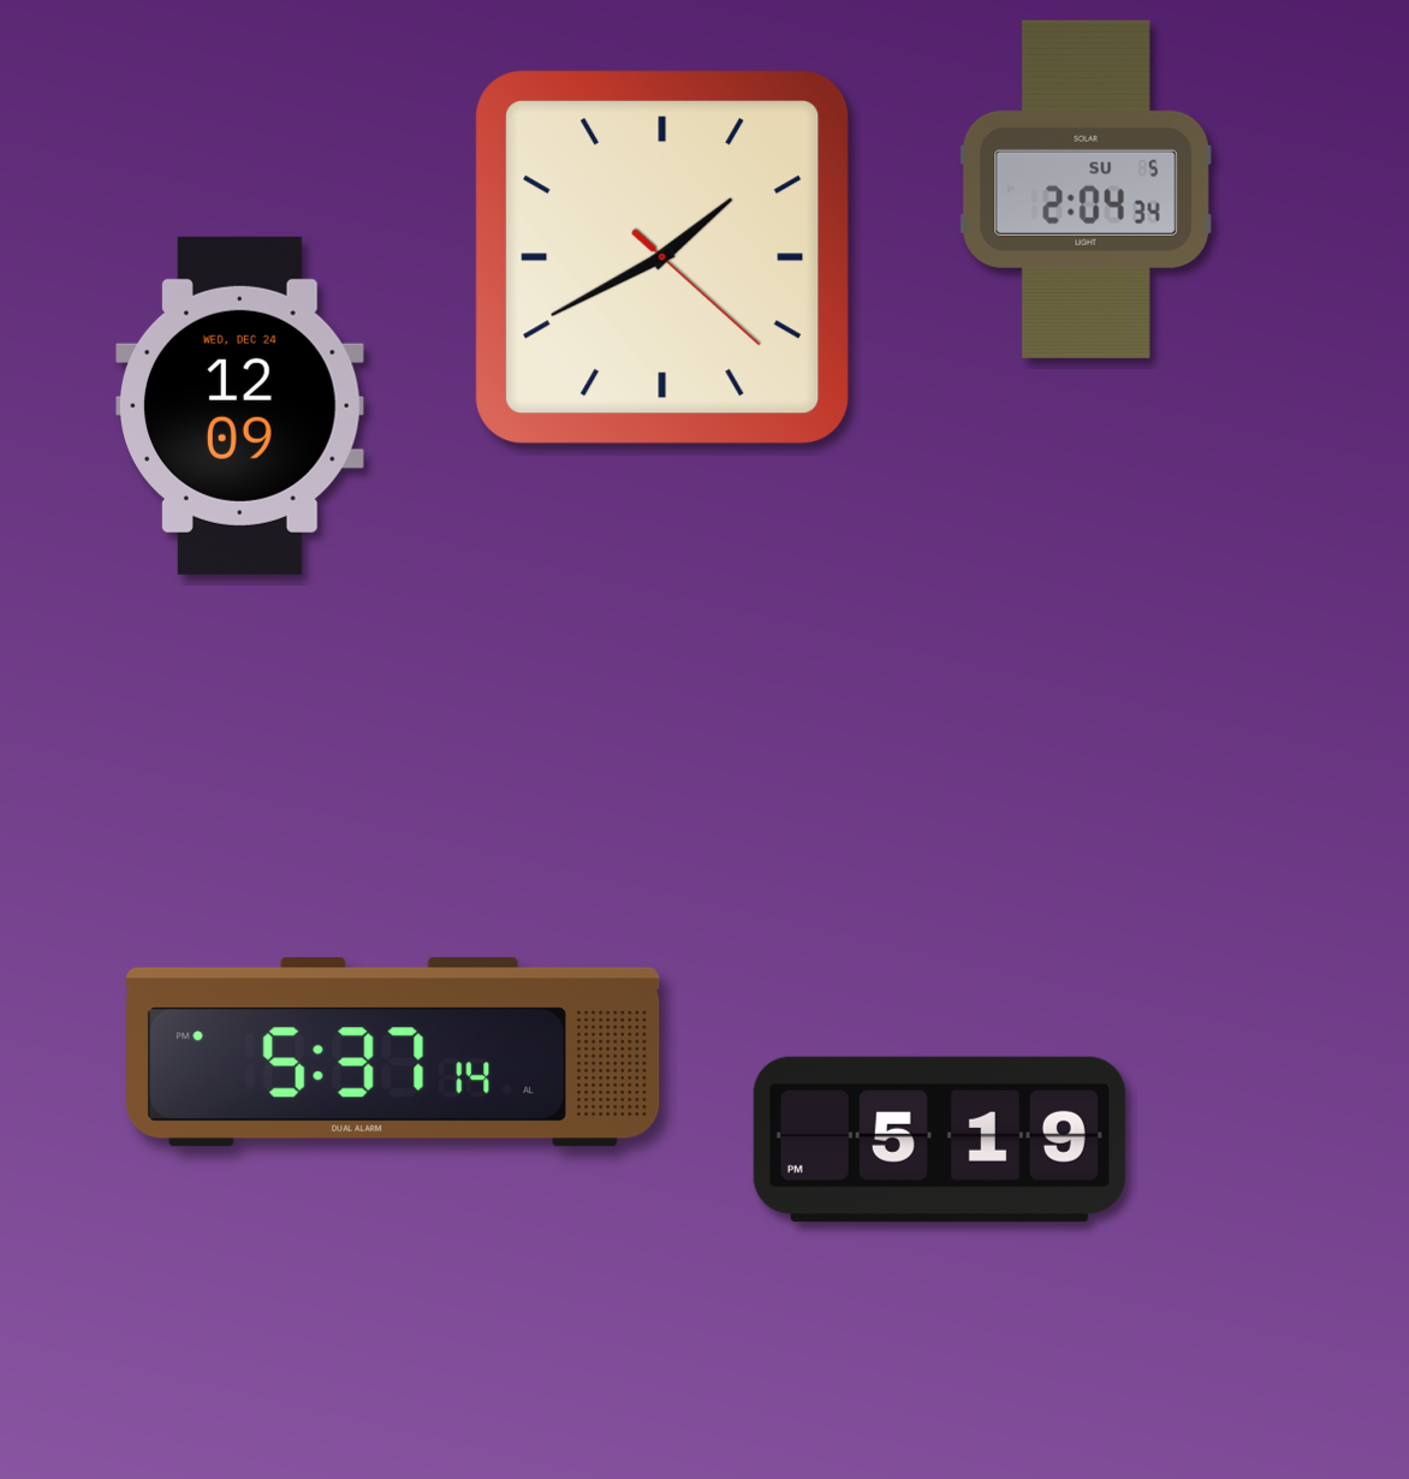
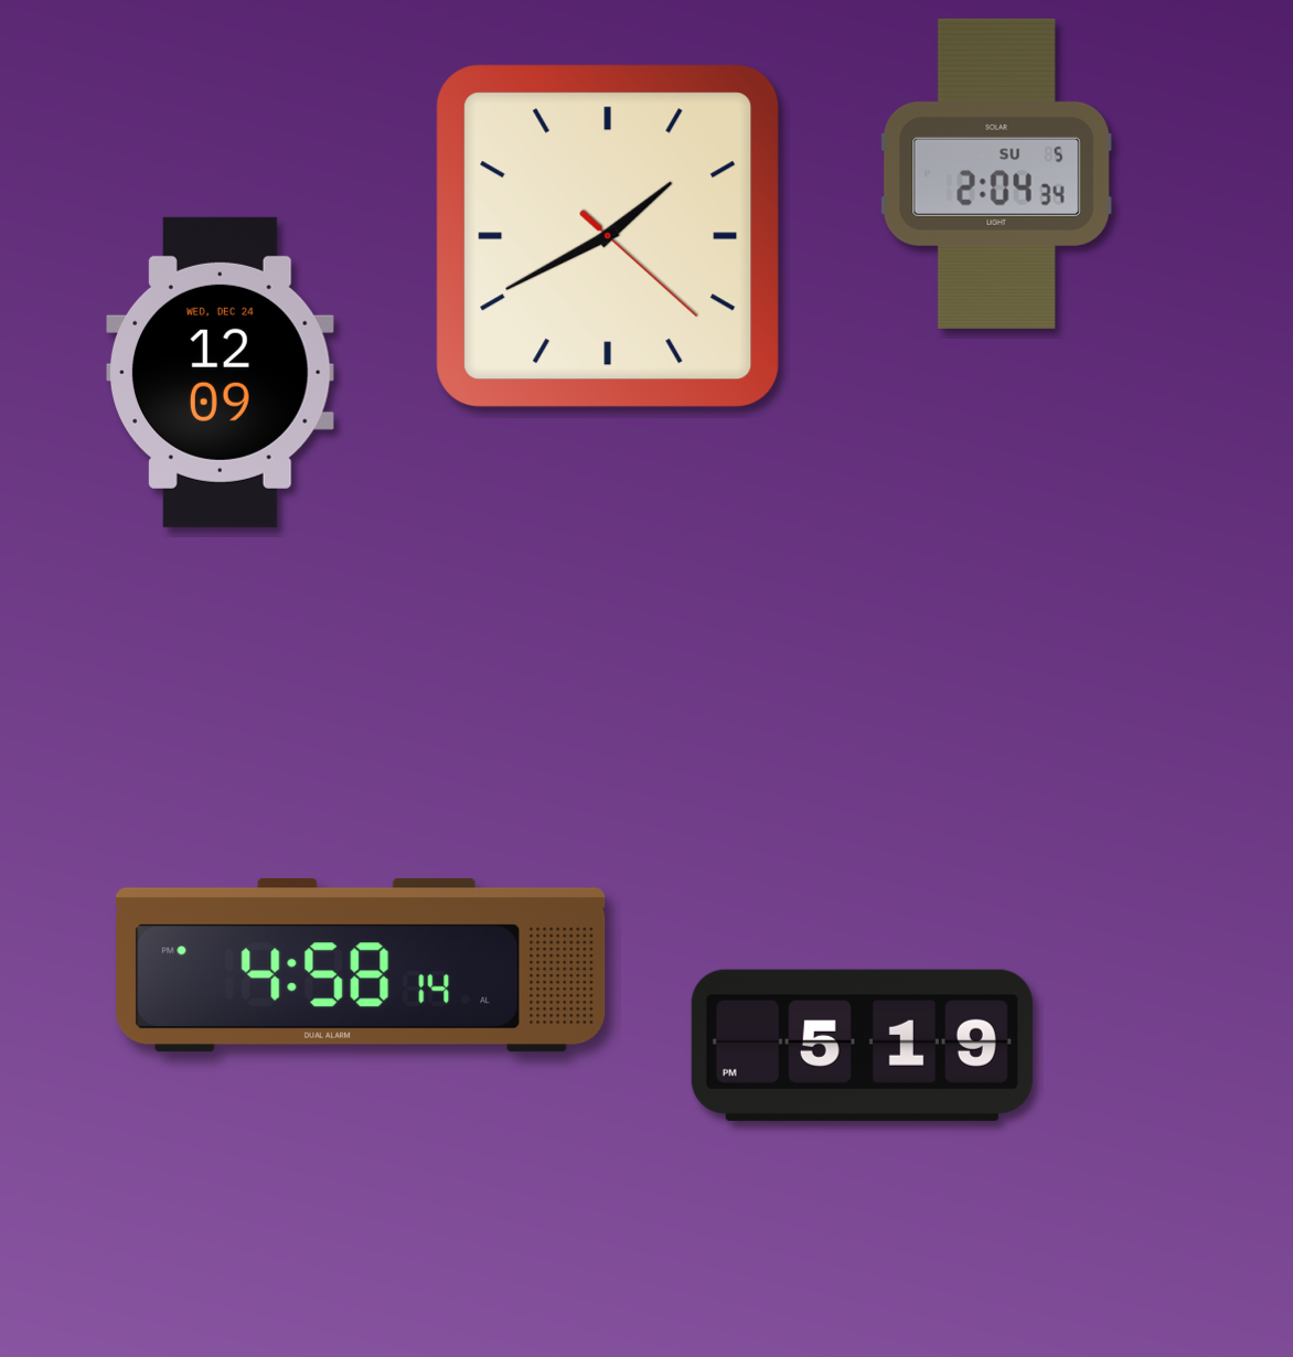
clock at (393, 1052): 5:37 -> 4:58
